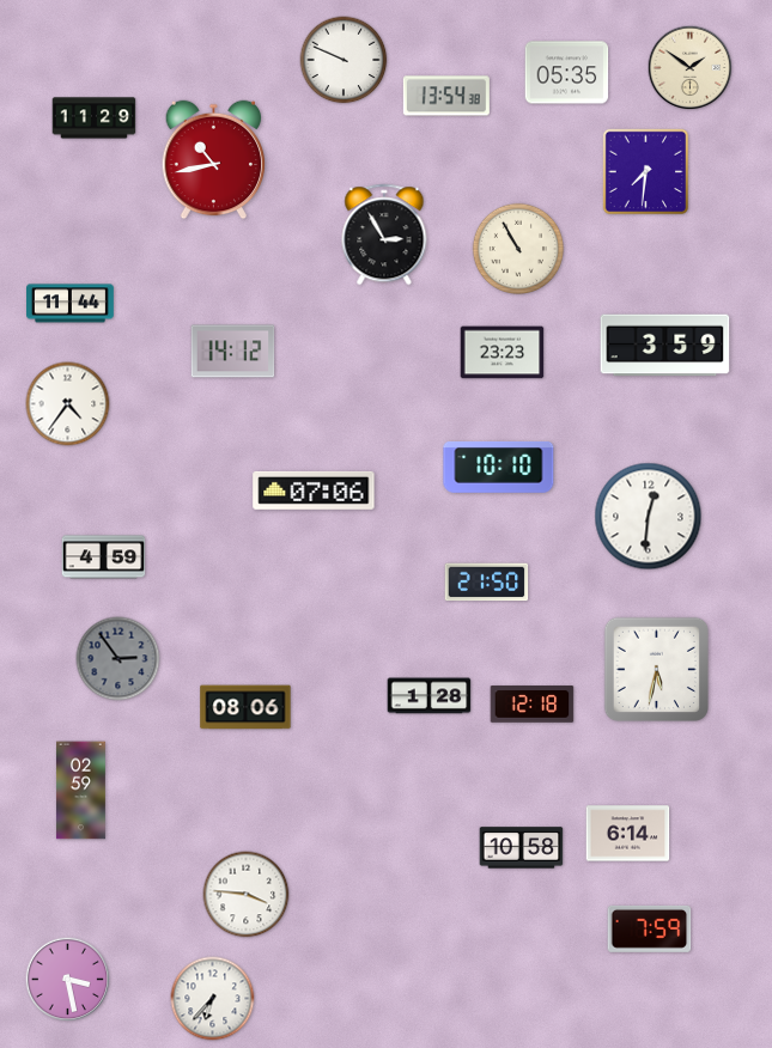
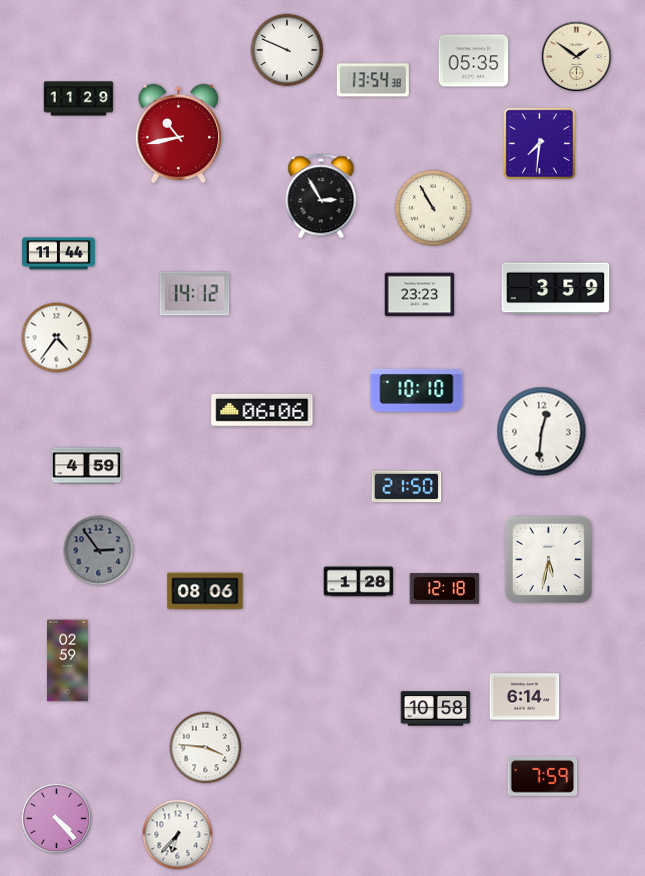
clock at (314, 491): 07:06 -> 06:06
clock at (68, 980): 3:28 -> 4:23
